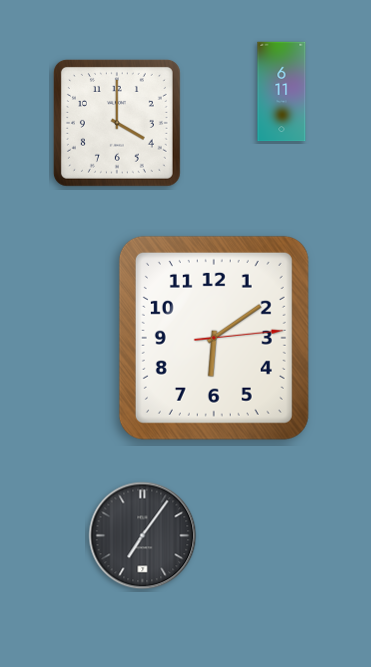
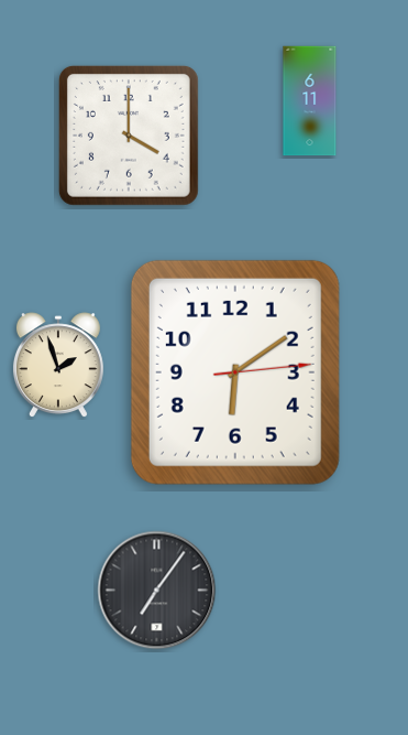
clock at (58, 366): none -> 1:57
